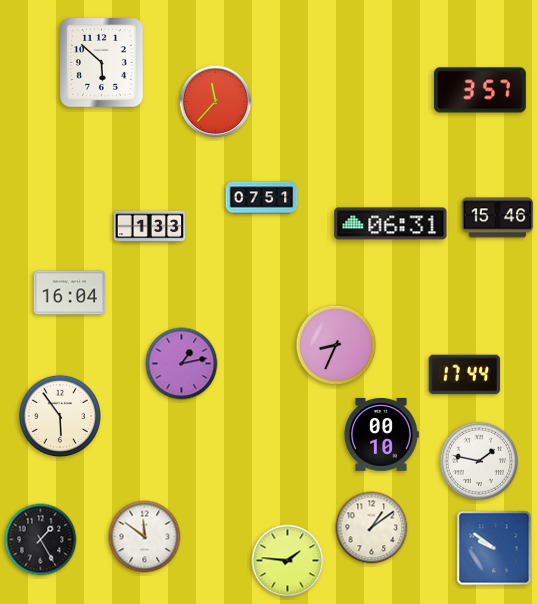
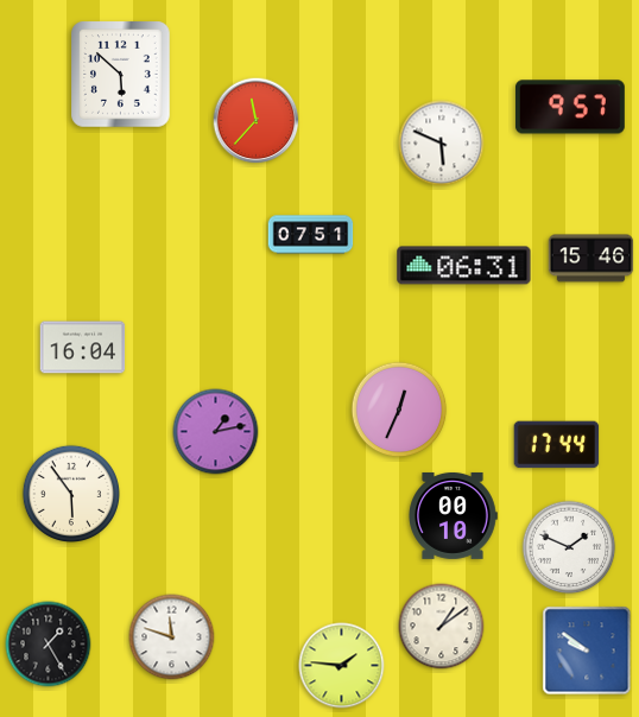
clock at (480, 90): 3:57 -> 9:57
clock at (442, 144): none -> 5:49
clock at (150, 227): 1:33 -> none
clock at (336, 345): 8:34 -> 12:34
clock at (465, 375) position: (465, 375) -> (557, 445)
clock at (479, 461): 1:47 -> 1:49
clock at (145, 537): 11:51 -> 11:48
clock at (41, 540) position: (41, 540) -> (49, 645)
